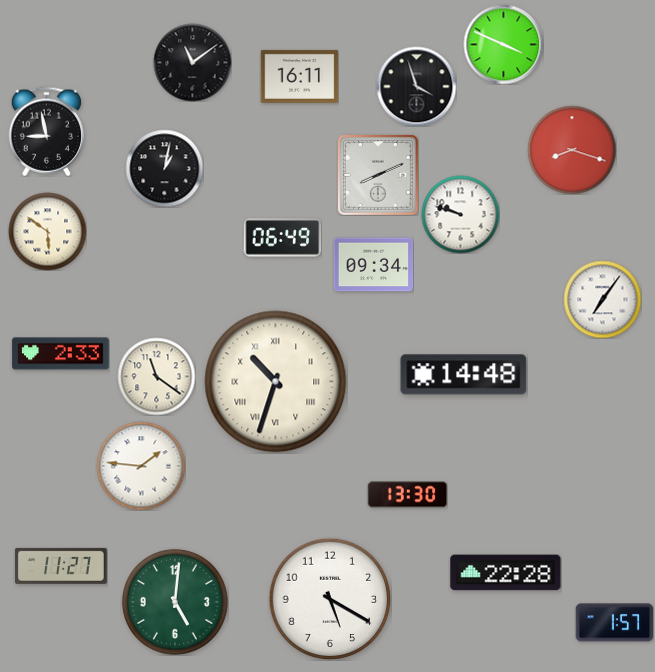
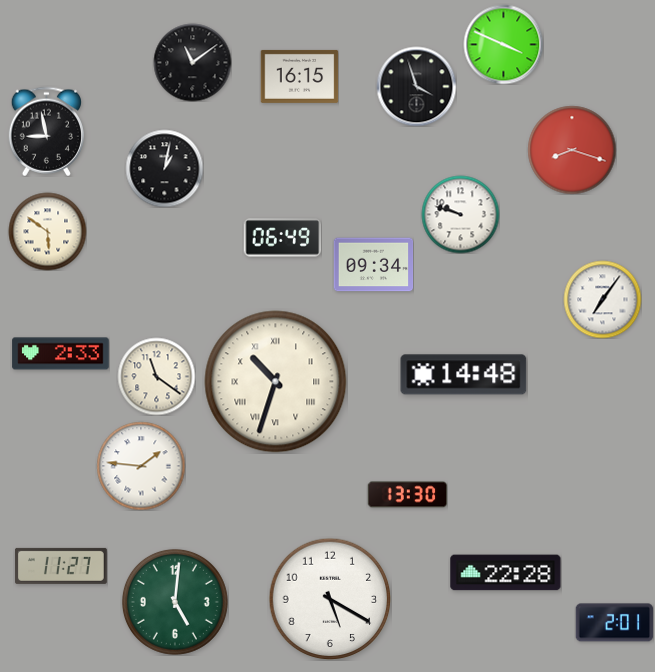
clock at (299, 76): 16:11 -> 16:15
clock at (378, 175): 8:11 -> none
clock at (614, 623): 1:57 -> 2:01
